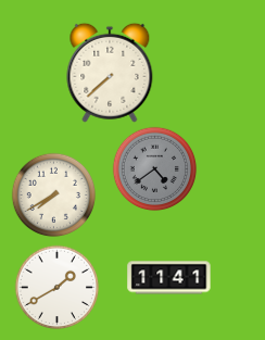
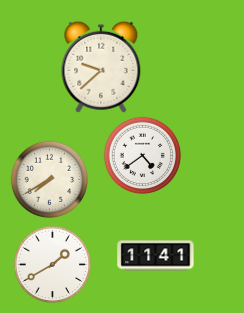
clock at (110, 73): 7:38 -> 9:38
clock at (154, 168) dial: grey -> white
